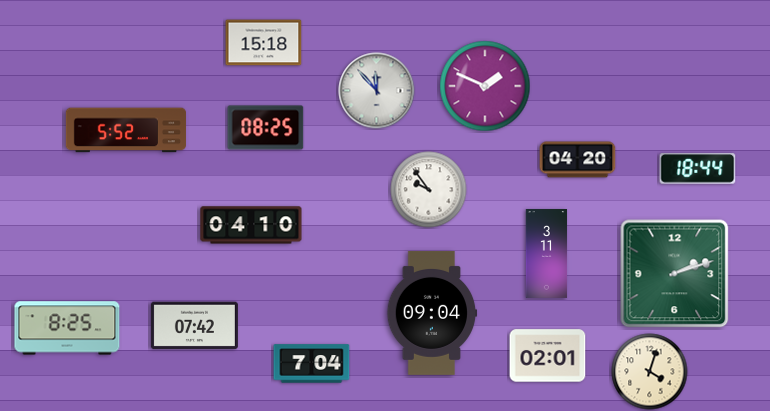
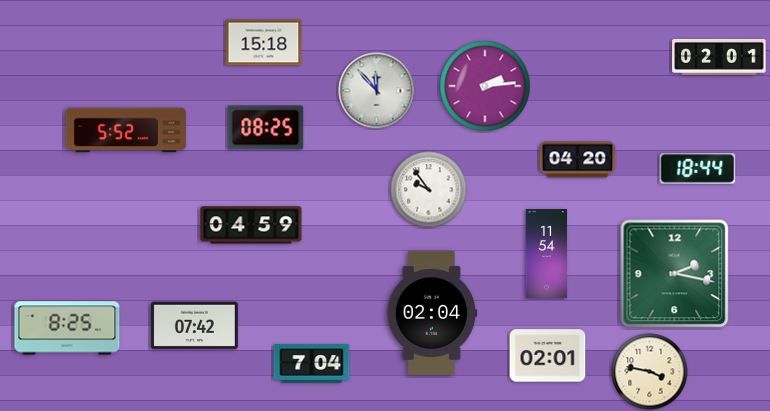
clock at (719, 57): none -> 02:01
clock at (485, 86): 1:49 -> 2:14
clock at (251, 225): 04:10 -> 04:59
clock at (547, 254): 3:11 -> 11:54
clock at (675, 274): 2:12 -> 2:17
clock at (432, 313): 09:04 -> 02:04
clock at (650, 372): 4:03 -> 3:47
